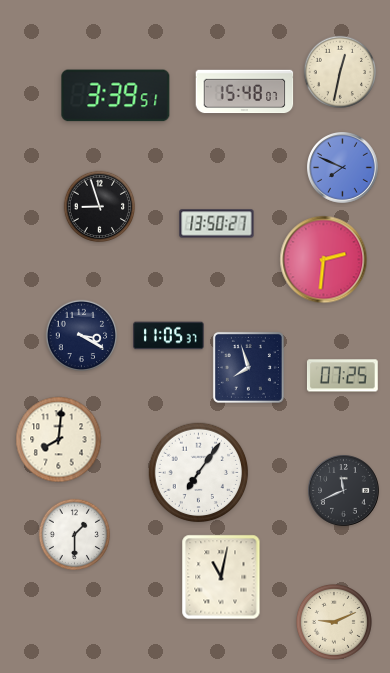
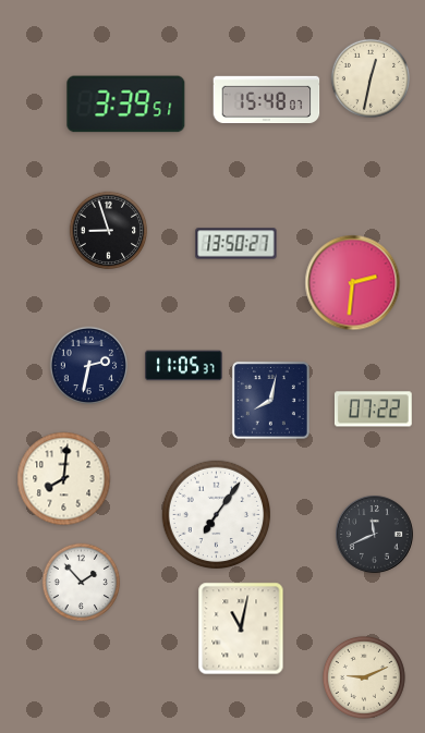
clock at (343, 168): 7:49 -> none
clock at (100, 207) position: (100, 207) -> (109, 231)
clock at (82, 336): 3:20 -> 2:32
clock at (248, 367): 7:57 -> 8:02
clock at (342, 376): 07:25 -> 07:22
clock at (75, 535): 1:30 -> 1:53
